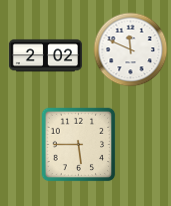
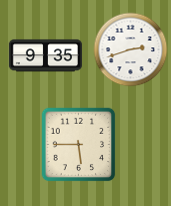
clock at (131, 50): 11:49 -> 2:42
clock at (45, 56): 2:02 -> 9:35
